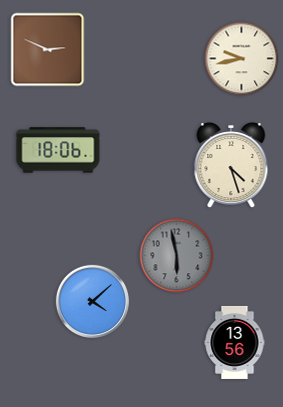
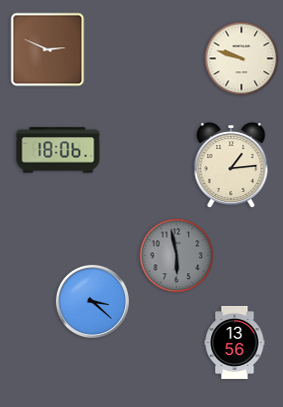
clock at (242, 59): 9:43 -> 9:48
clock at (231, 165): 4:27 -> 1:14
clock at (92, 301): 4:08 -> 3:22
